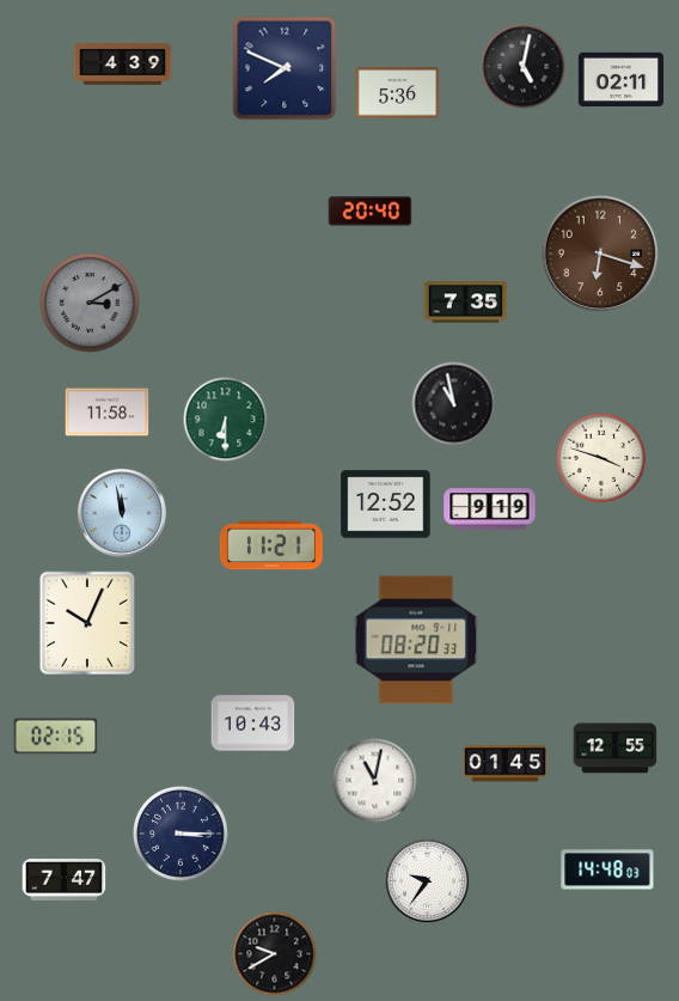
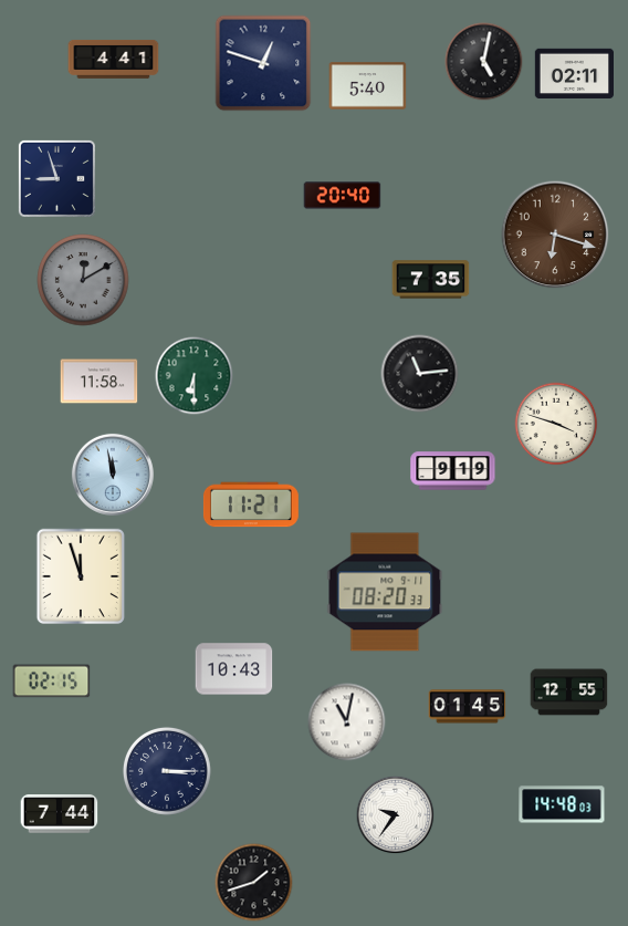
clock at (123, 63): 4:39 -> 4:41
clock at (285, 68): 7:49 -> 12:48
clock at (398, 93): 5:36 -> 5:40
clock at (56, 178): none -> 8:57
clock at (90, 303): 3:10 -> 12:10
clock at (454, 404): 10:58 -> 11:14
clock at (226, 420) position: (226, 420) -> (195, 376)
clock at (386, 505): 12:52 -> none
clock at (86, 622): 10:04 -> 11:57
clock at (65, 880): 7:47 -> 7:44
clock at (275, 954): 9:40 -> 1:42
